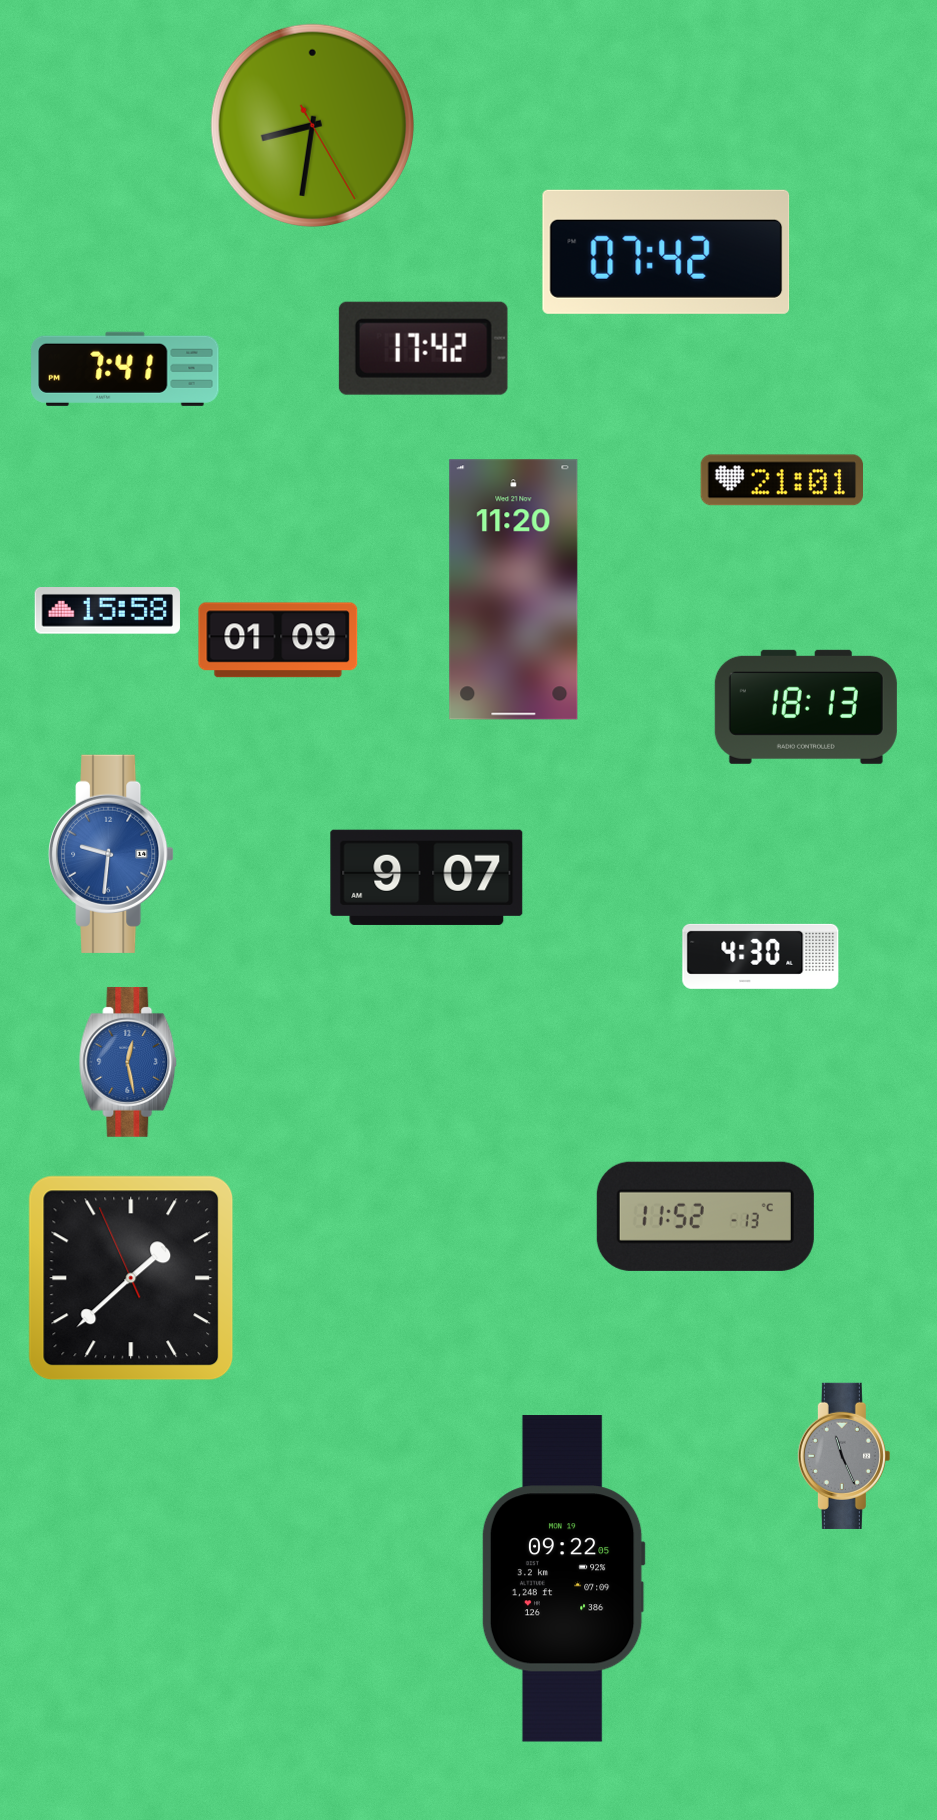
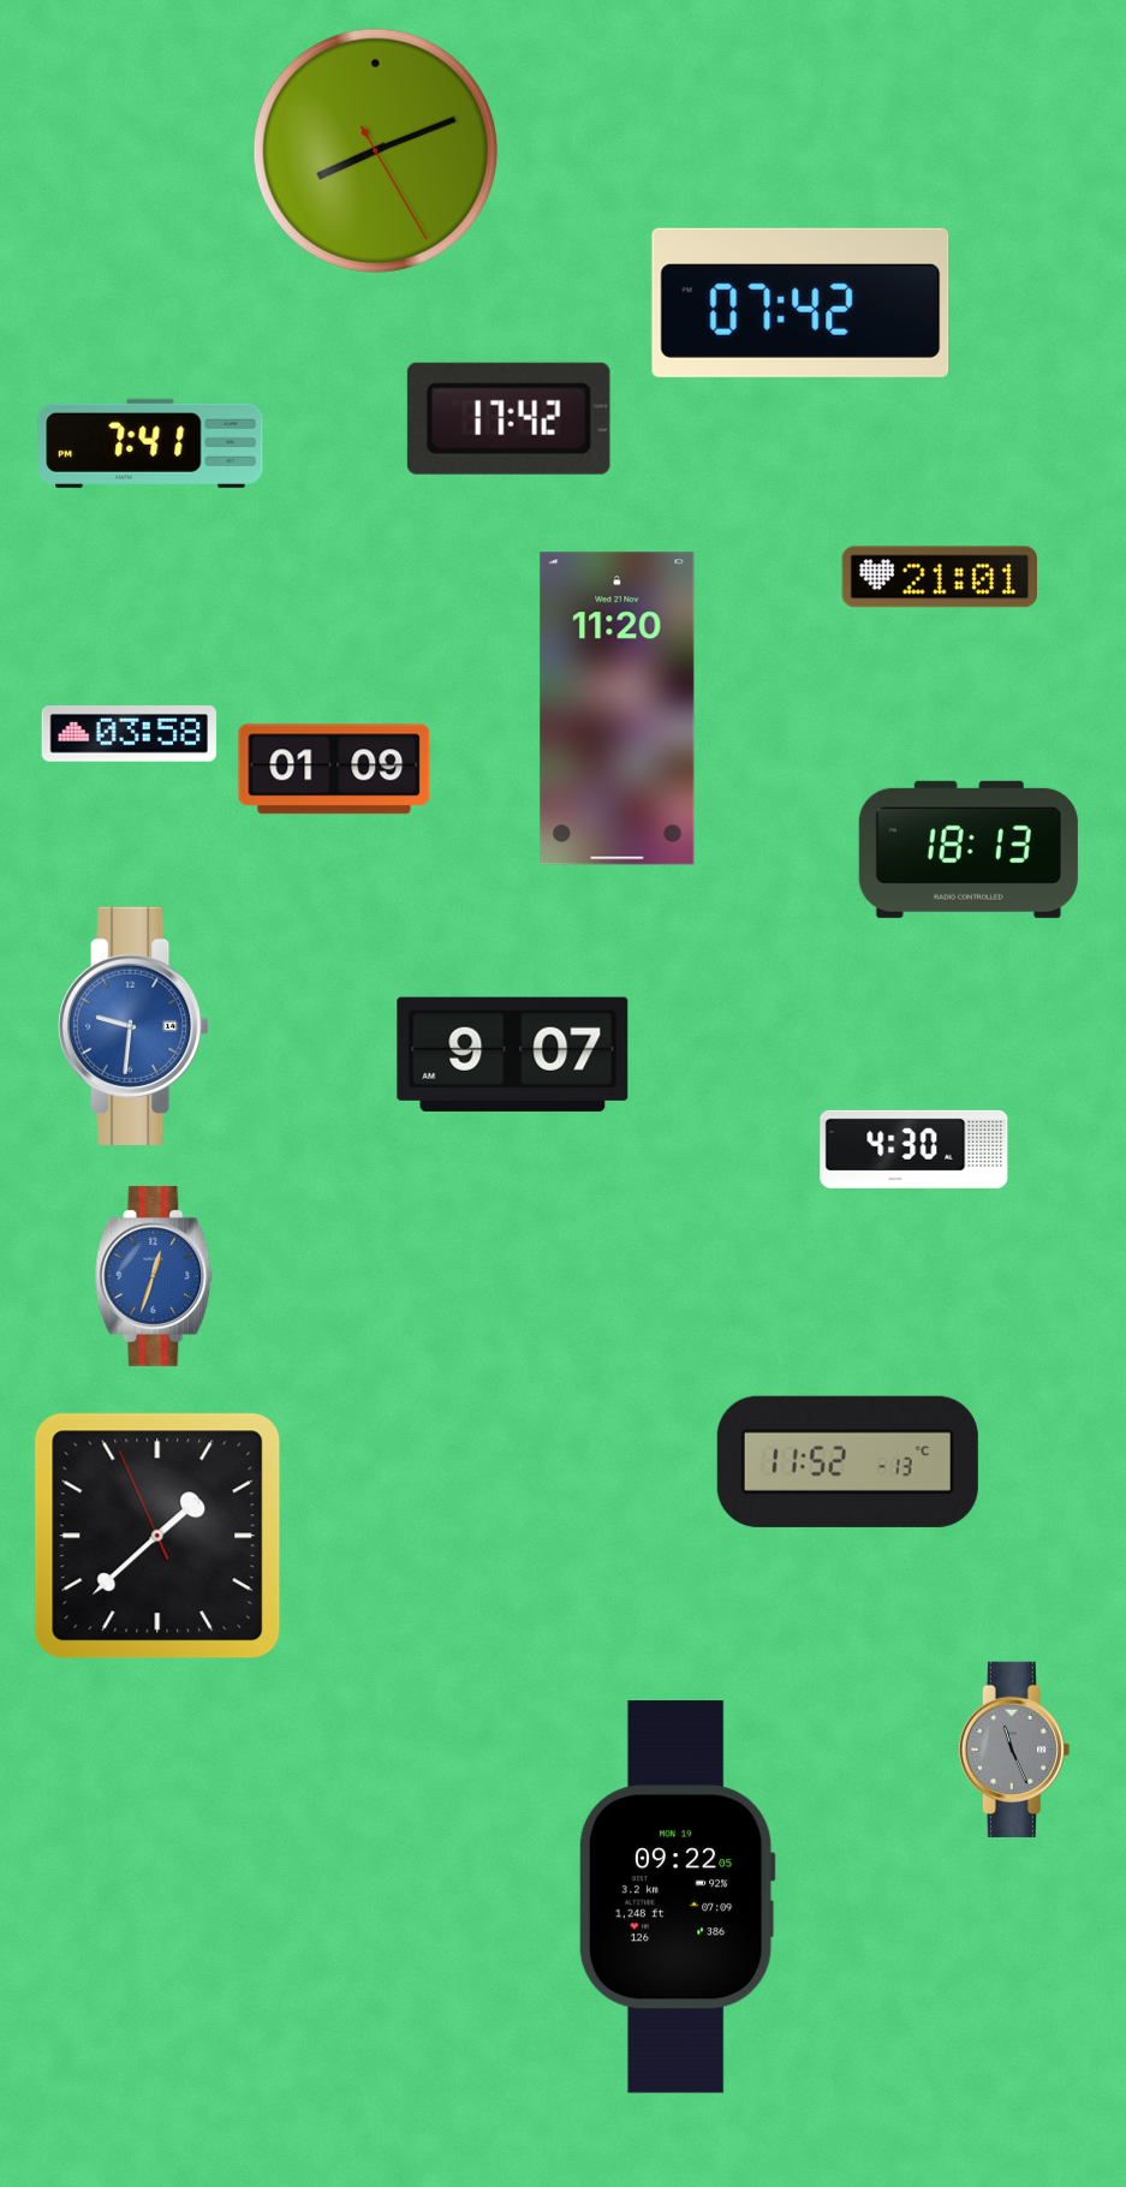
clock at (312, 125): 8:31 -> 8:11
clock at (107, 611): 15:58 -> 03:58
clock at (128, 1062): 12:28 -> 12:33
